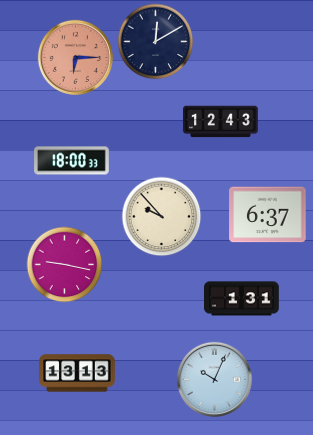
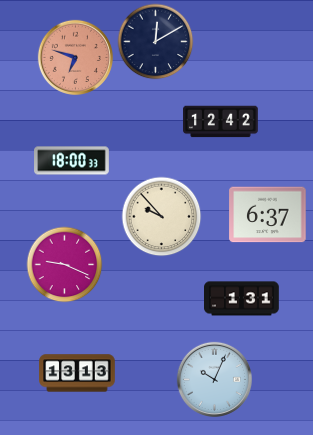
clock at (75, 57): 6:15 -> 6:48
clock at (221, 122): 12:43 -> 12:42
clock at (65, 265): 9:17 -> 9:19
